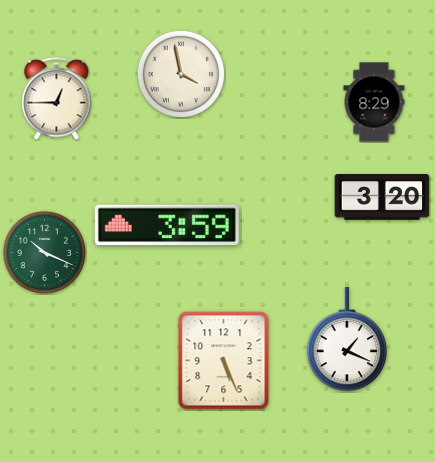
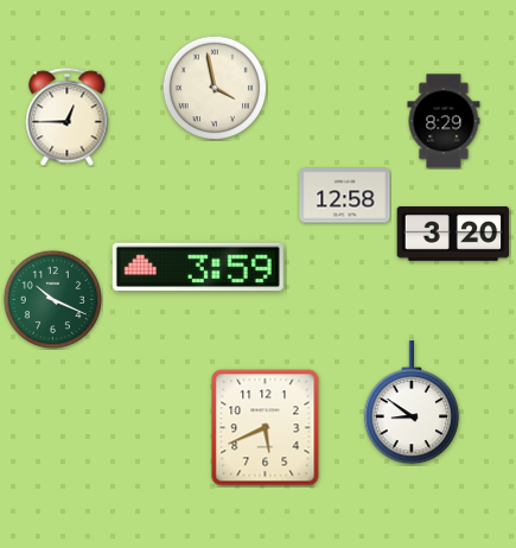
clock at (345, 196): none -> 12:58
clock at (347, 339): 1:19 -> 8:51
clock at (224, 361): 5:26 -> 5:41
